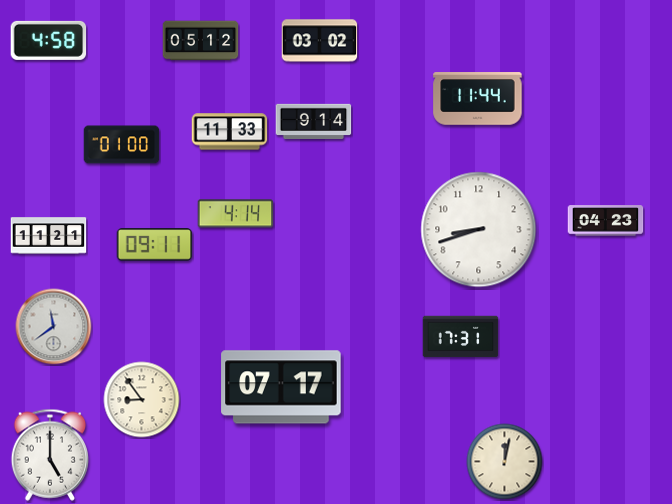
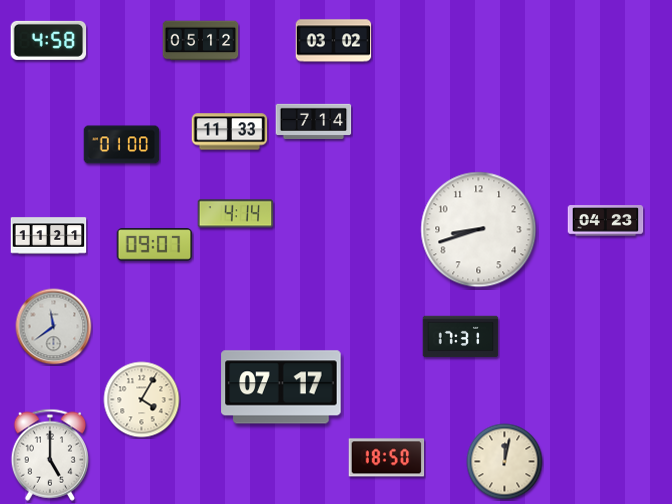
clock at (320, 41) position: (320, 41) -> (334, 41)
clock at (478, 99): 11:44 -> none
clock at (314, 121): 9:14 -> 7:14
clock at (155, 245): 09:11 -> 09:07
clock at (142, 400): 8:54 -> 4:05
clock at (387, 458): none -> 18:50
